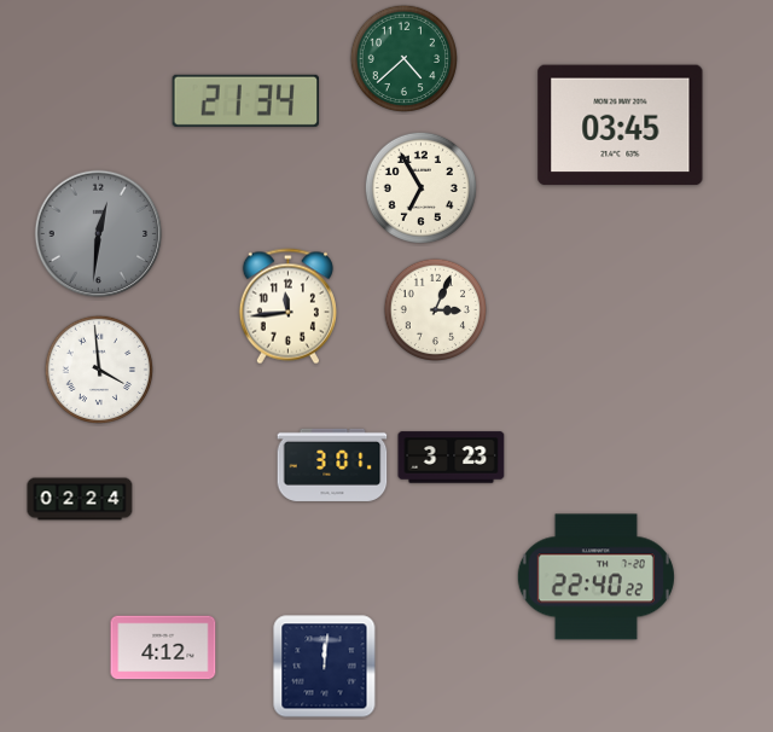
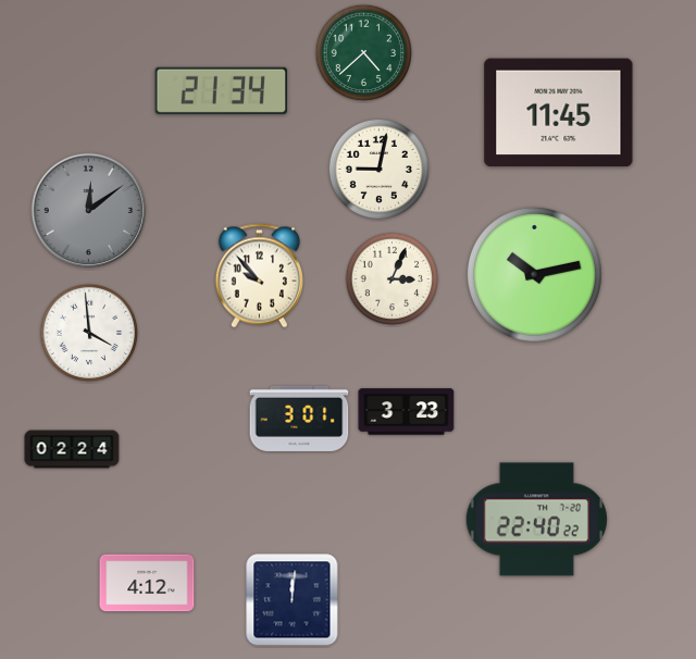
clock at (621, 126): 03:45 -> 11:45
clock at (420, 187): 6:55 -> 9:02
clock at (99, 234): 12:31 -> 12:09
clock at (534, 274): none -> 10:13
clock at (287, 307): 11:44 -> 9:53
